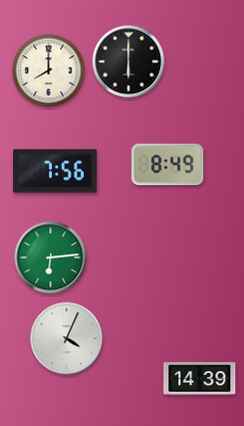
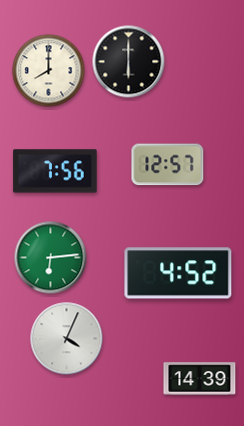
clock at (168, 165): 8:49 -> 12:57
clock at (178, 273): none -> 4:52
